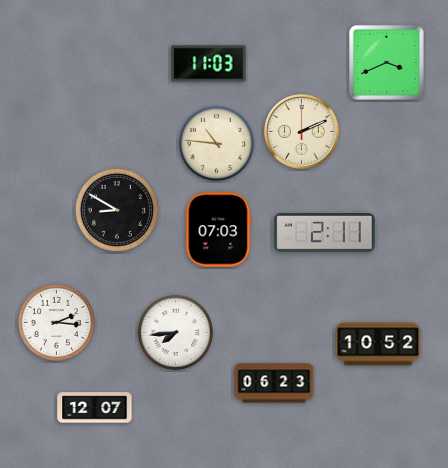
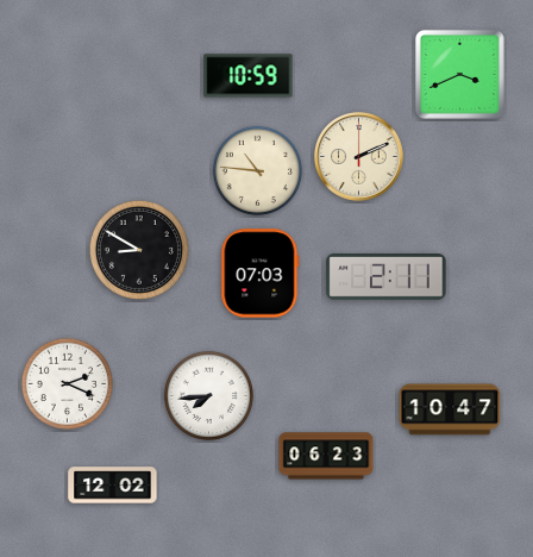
clock at (209, 64): 11:03 -> 10:59
clock at (56, 322): 2:16 -> 2:19
clock at (378, 344): 10:52 -> 10:47
clock at (95, 408): 12:07 -> 12:02
